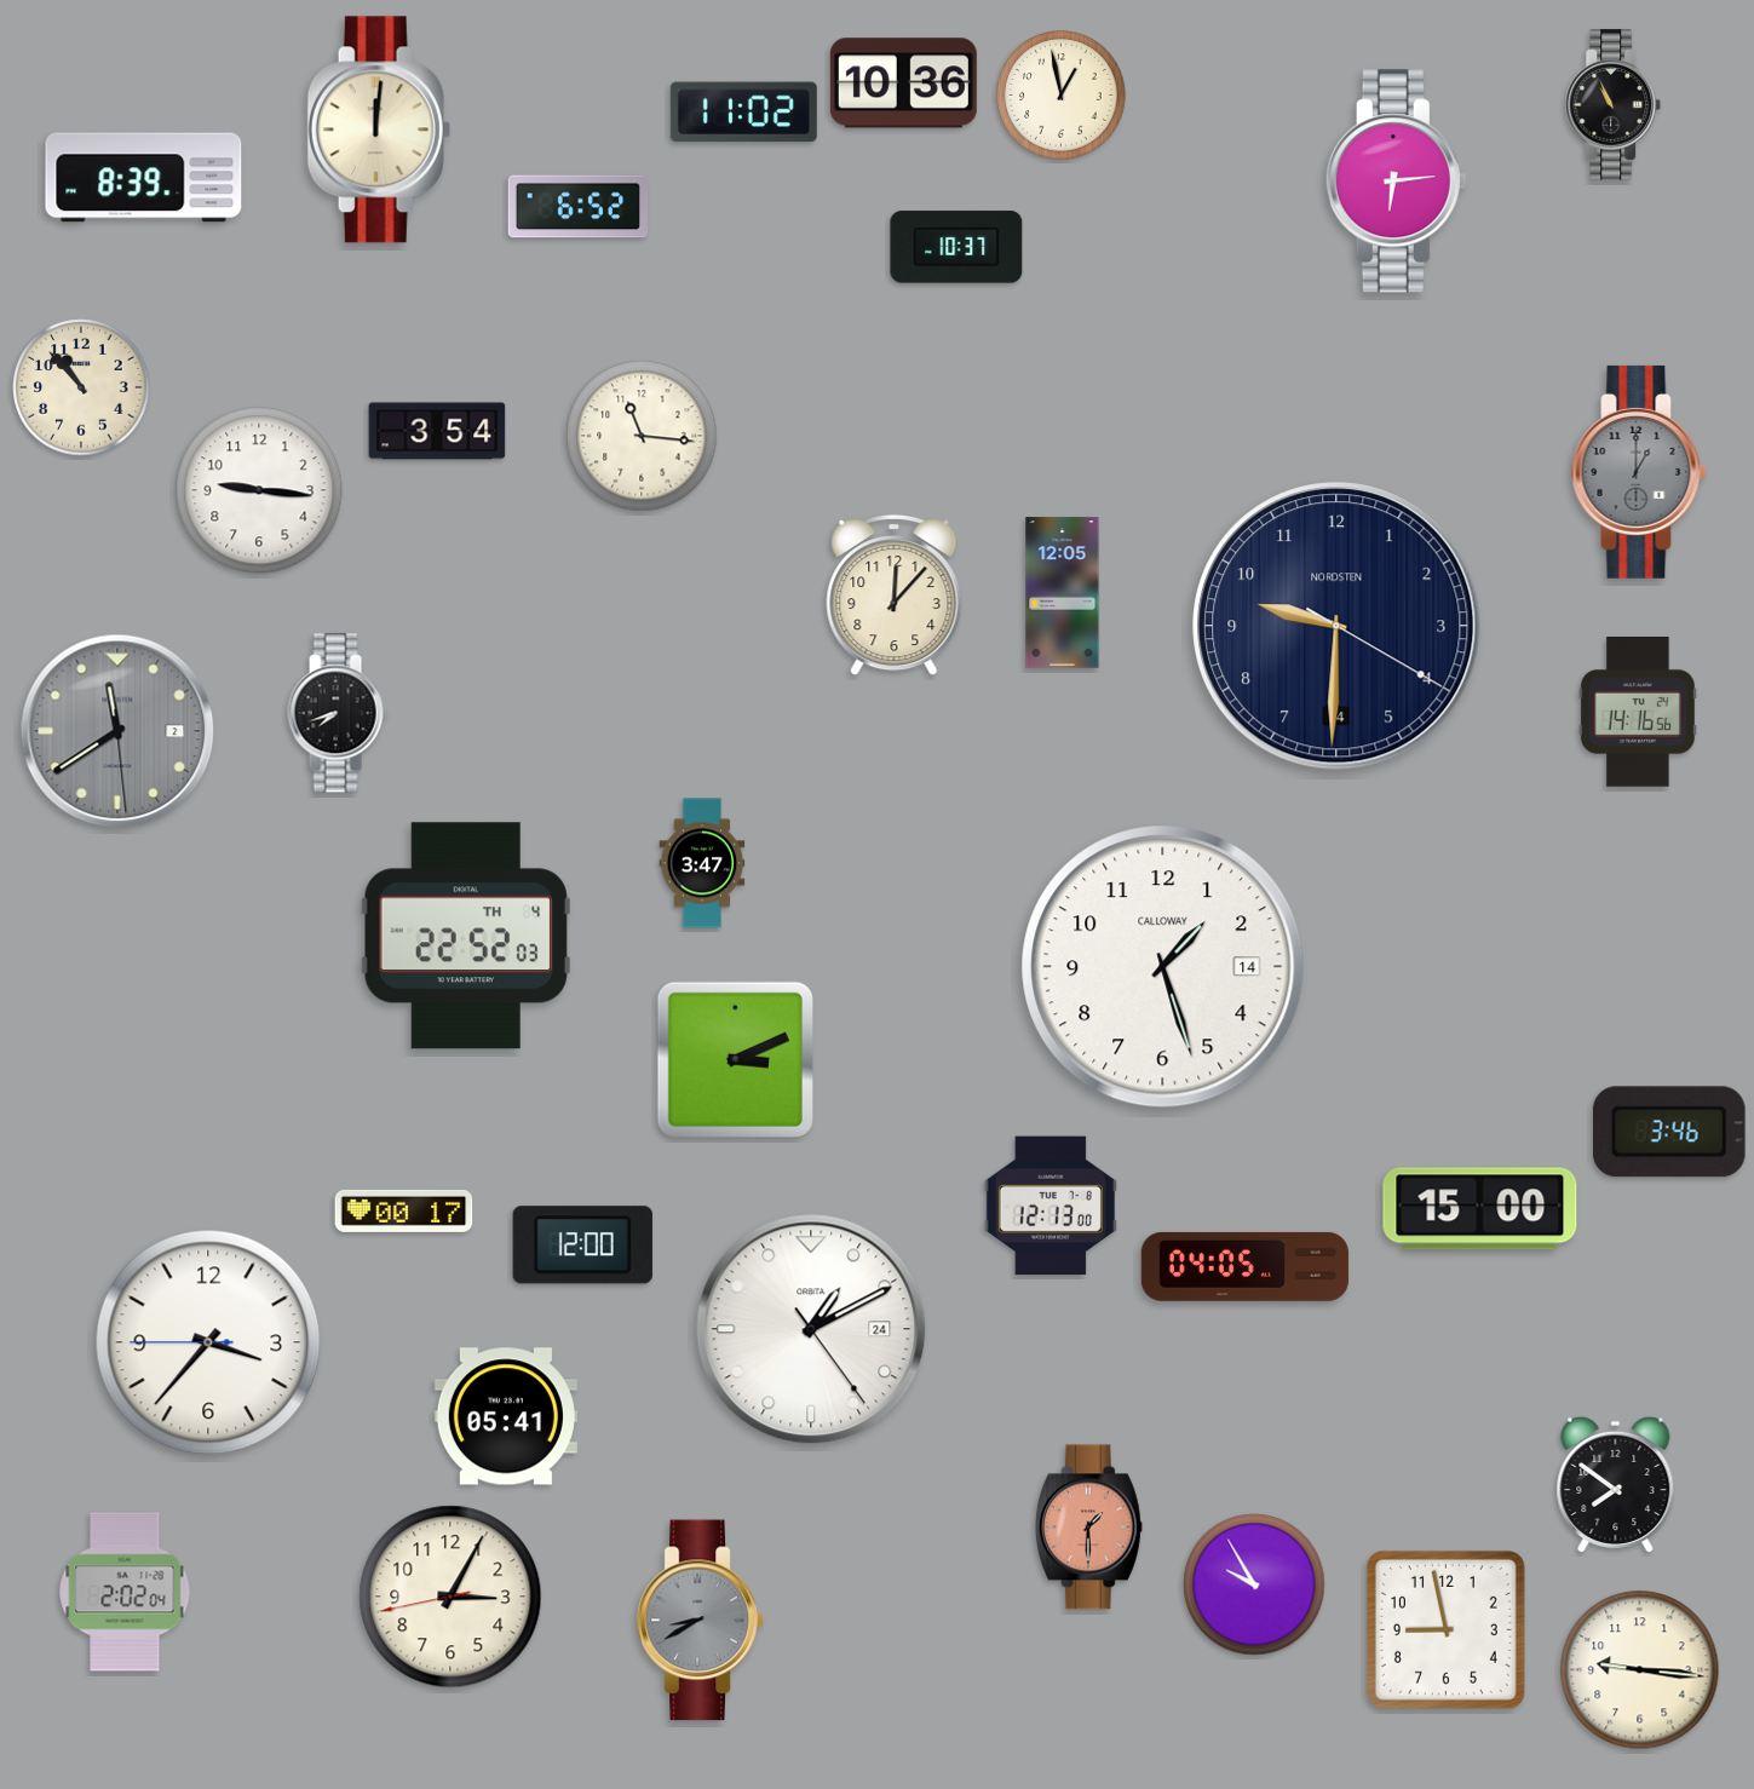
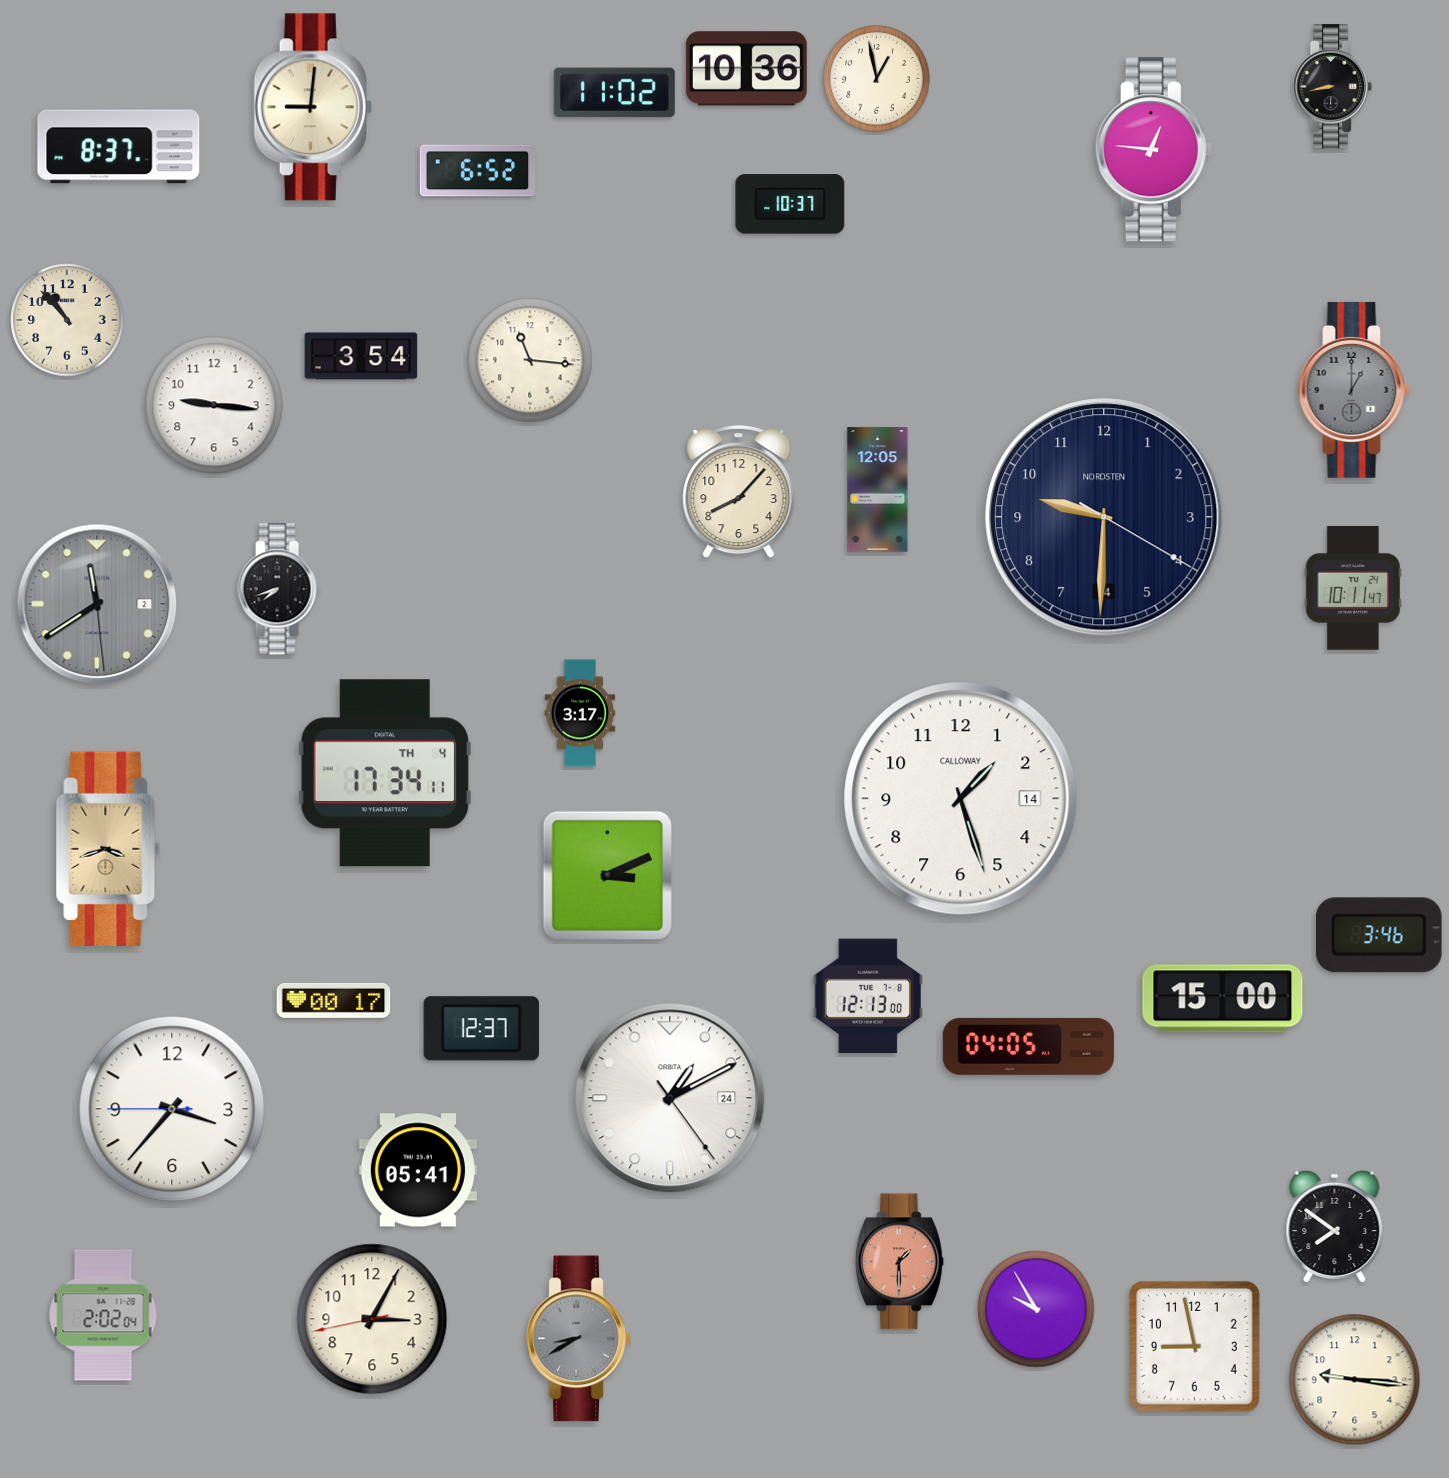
clock at (1614, 105): 10:56 -> 8:43
clock at (379, 130): 12:01 -> 9:01
clock at (144, 178): 8:39 -> 8:37
clock at (1396, 182): 6:14 -> 12:46
clock at (895, 596): 12:07 -> 8:07
clock at (1638, 713): 14:16 -> 10:11
clock at (702, 863): 3:47 -> 3:17
clock at (466, 936): 22:52 -> 17:34
clock at (108, 848): none -> 3:42
clock at (582, 1246): 12:00 -> 12:37
